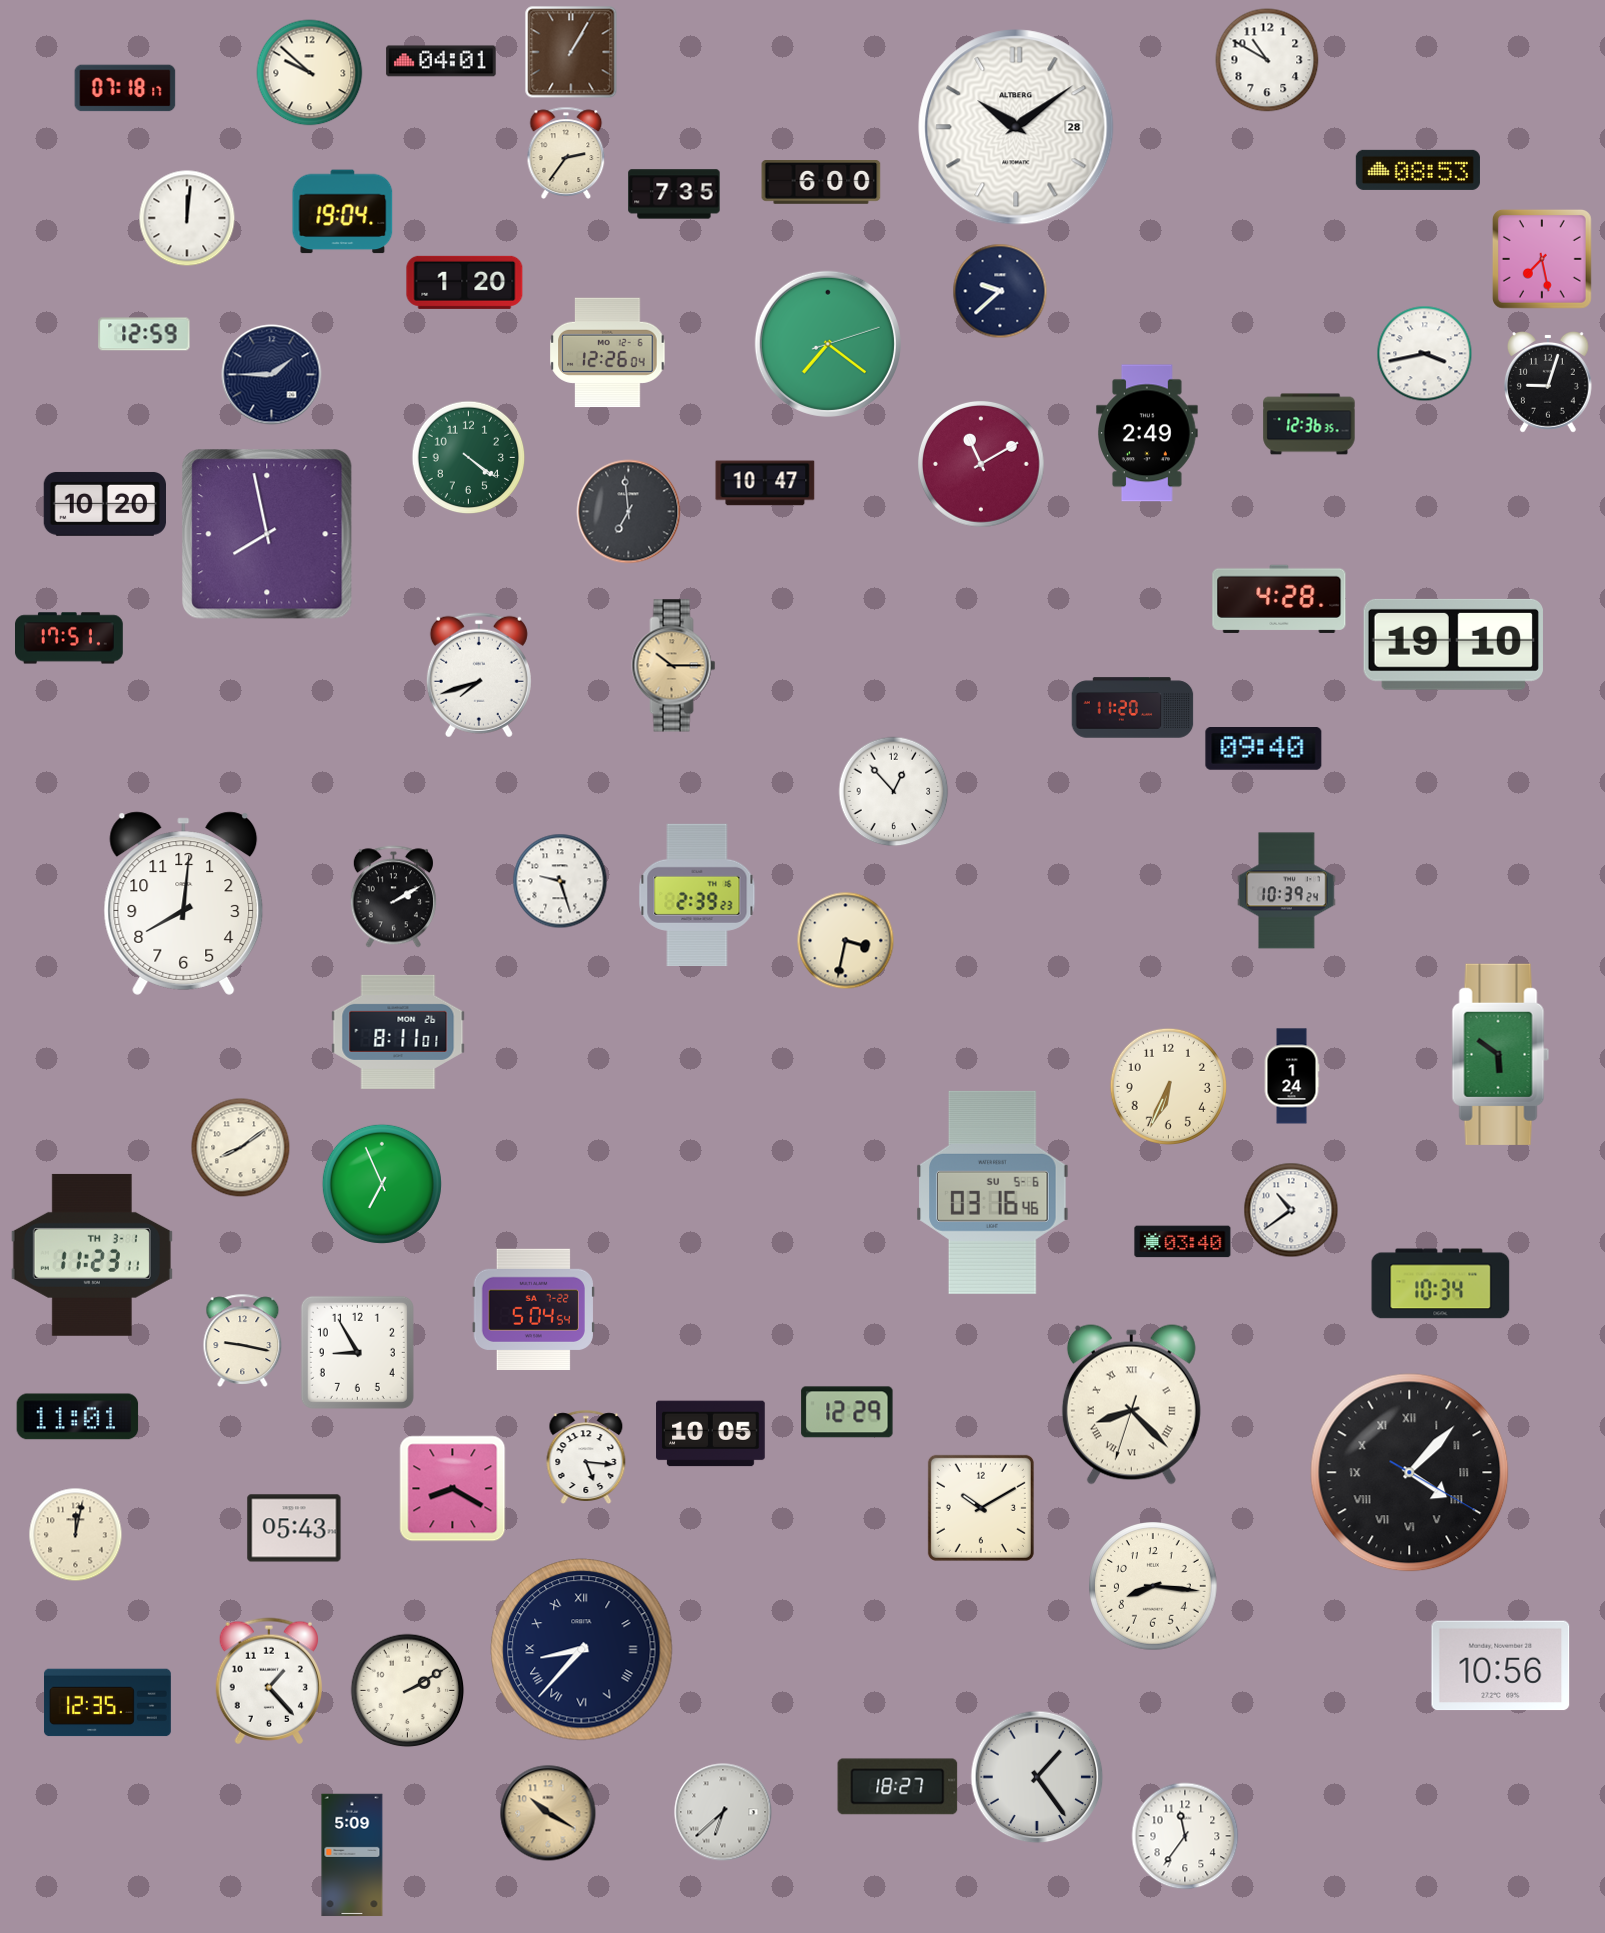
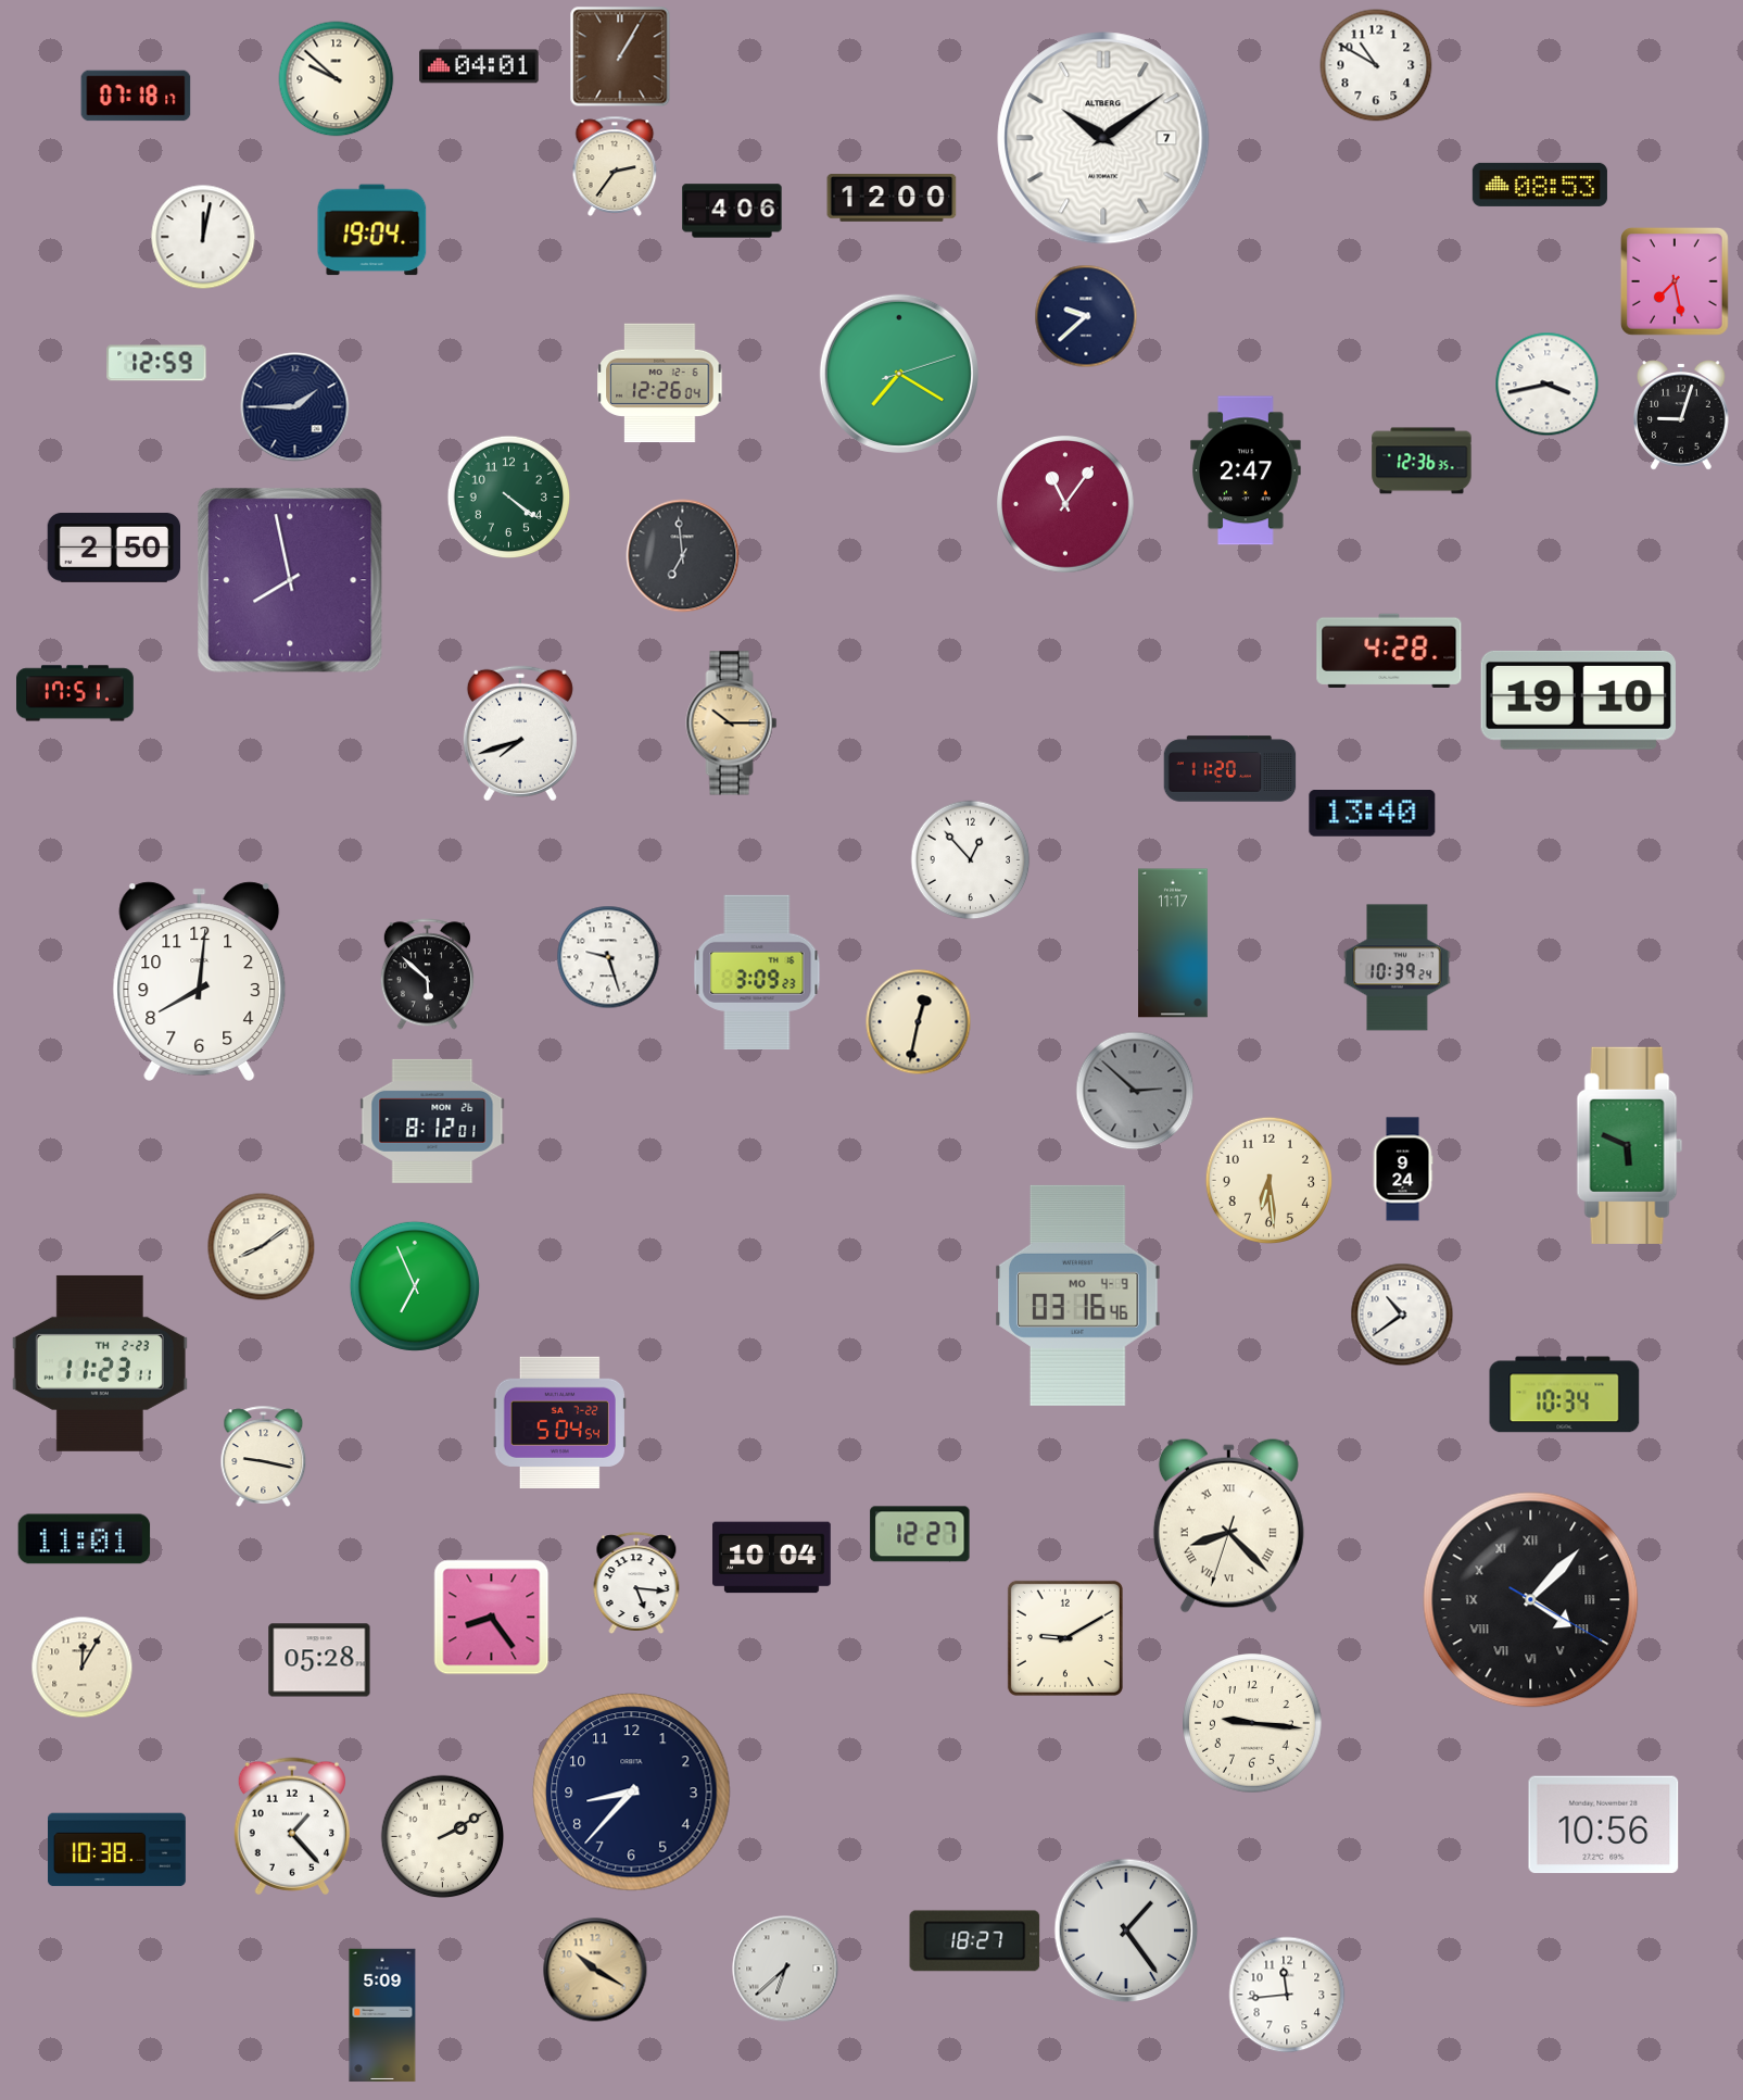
clock at (1016, 127) date: 28 -> 7
clock at (821, 183): 6:00 -> 12:00
clock at (674, 194): 7:35 -> 4:06
clock at (187, 218): 12:01 -> 12:02
clock at (465, 282): 1:20 -> none
clock at (828, 344): 7:21 -> 7:20
clock at (1148, 433): 2:49 -> 2:47
clock at (982, 465): 11:10 -> 11:06
clock at (765, 483): 10:47 -> none
clock at (105, 504): 10:20 -> 2:50
clock at (1264, 749): 09:40 -> 13:40
clock at (1173, 943): none -> 11:17
clock at (697, 894): 2:39 -> 3:09
clock at (393, 897): 2:10 -> 5:52
clock at (846, 941): 3:32 -> 12:32
clock at (1135, 1091): none -> 2:52
clock at (398, 1032): 8:11 -> 8:12
clock at (1501, 1054): 5:51 -> 5:49
clock at (1292, 1076): 1:24 -> 9:24
clock at (1168, 1086): 6:34 -> 6:29
clock at (993, 1192) date: SU 5-6 -> MO 4-9
clock at (1183, 1242): 03:40 -> none
clock at (92, 1255) date: TH 3-1 -> TH 2-23
clock at (533, 1309) position: (533, 1309) -> (559, 1422)
clock at (357, 1352): 8:55 -> none
clock at (847, 1412): 12:29 -> 12:27
clock at (711, 1434): 10:05 -> 10:04
clock at (453, 1489): 8:20 -> 8:24
clock at (981, 1508): 10:10 -> 9:10
clock at (294, 1528): 05:43 -> 05:28
clock at (76, 1535): 12:02 -> 12:05
clock at (1153, 1586): 8:16 -> 9:16
clock at (582, 1650) numerals: Roman -> Arabic
clock at (1501, 1666) position: (1501, 1666) -> (1604, 1825)
clock at (108, 1703): 12:35 -> 10:38
clock at (1185, 1836): 11:36 -> 11:44
